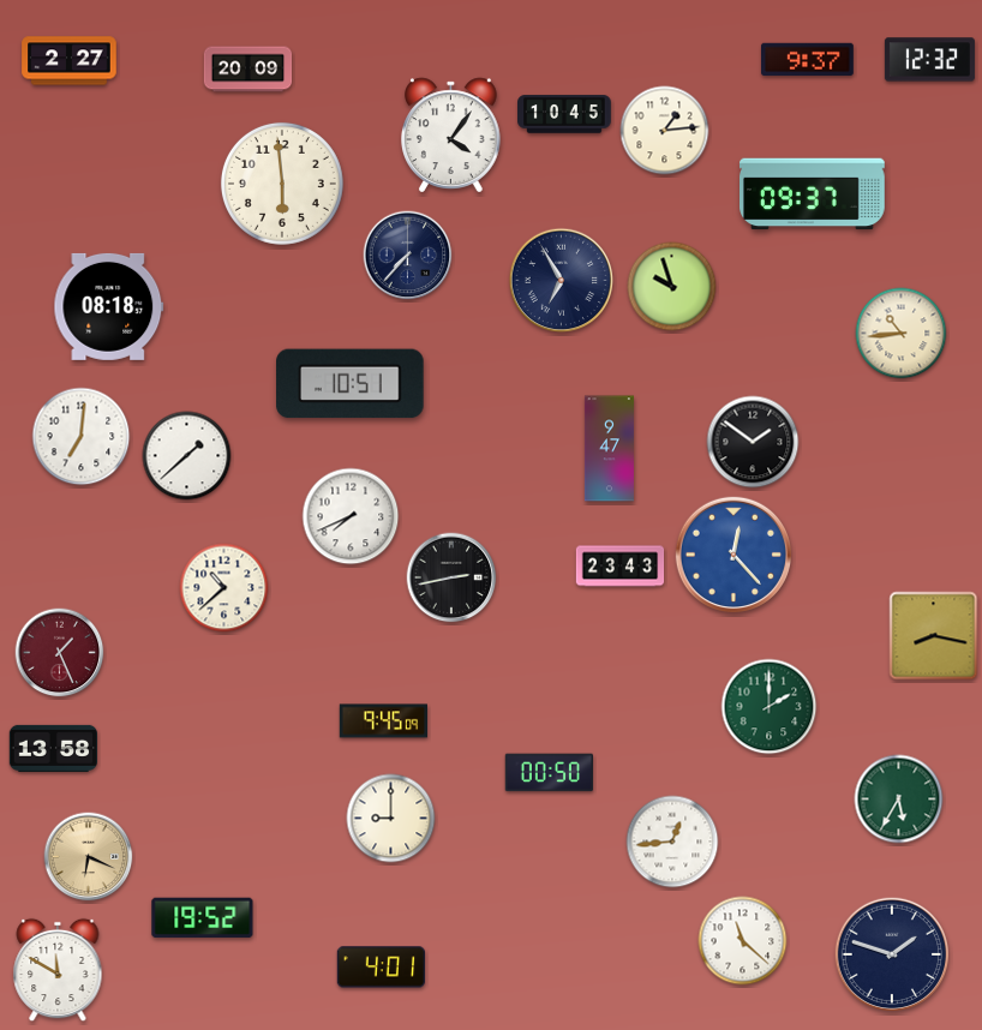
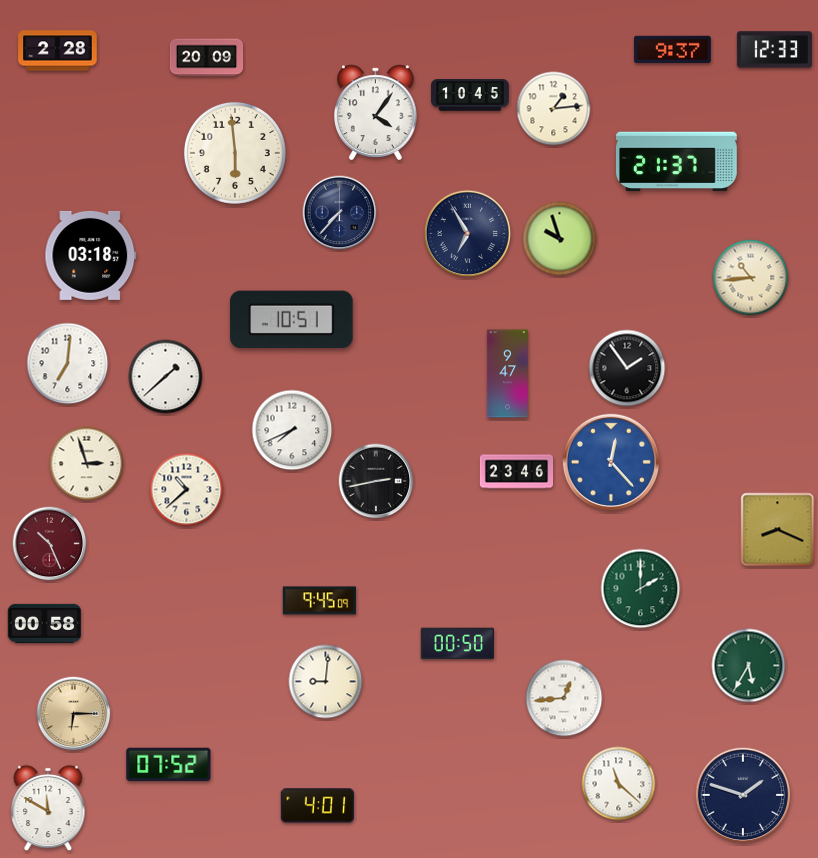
clock at (929, 60): 12:32 -> 12:33
clock at (70, 61): 2:27 -> 2:28
clock at (813, 194): 09:37 -> 21:37
clock at (109, 306): 08:18 -> 03:18
clock at (753, 442): 1:51 -> 1:54
clock at (187, 456) position: (187, 456) -> (166, 377)
clock at (87, 464): none -> 2:57
clock at (621, 567): 23:43 -> 23:46
clock at (934, 636): 8:17 -> 8:19
clock at (60, 653): 1:26 -> 10:26
clock at (54, 748): 13:58 -> 00:58
clock at (391, 819): 9:00 -> 9:01
clock at (672, 842) position: (672, 842) -> (564, 698)
clock at (89, 857): 6:19 -> 6:15
clock at (203, 918): 19:52 -> 07:52
